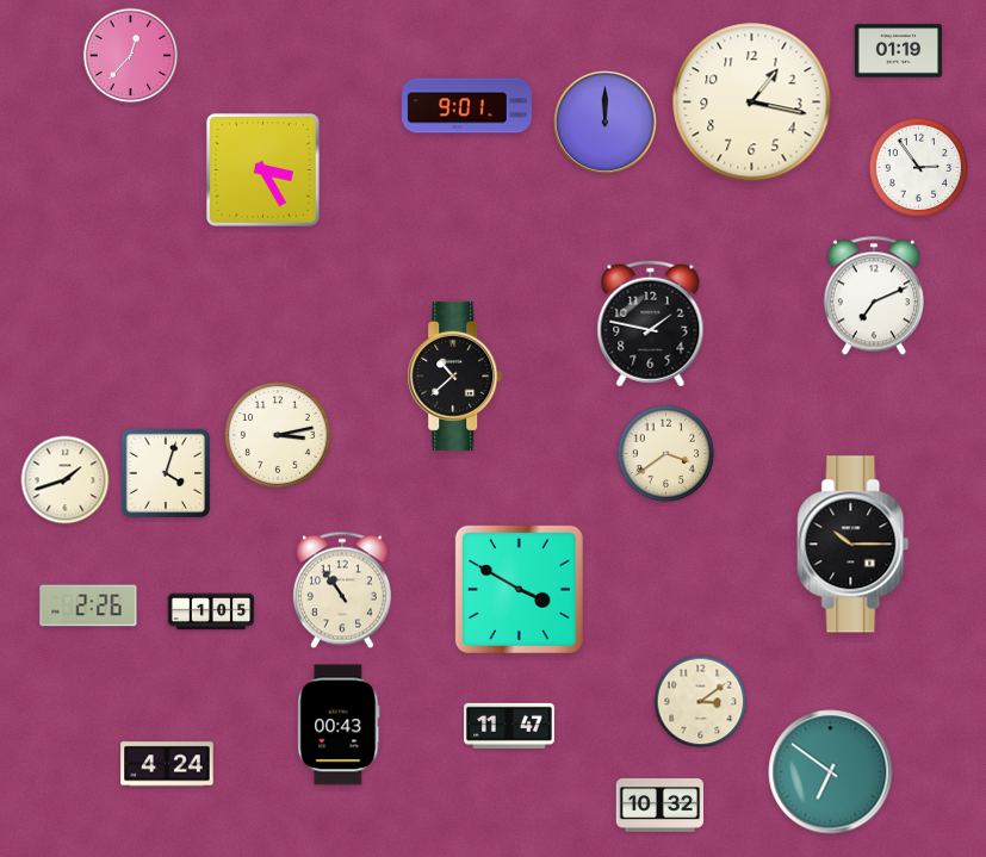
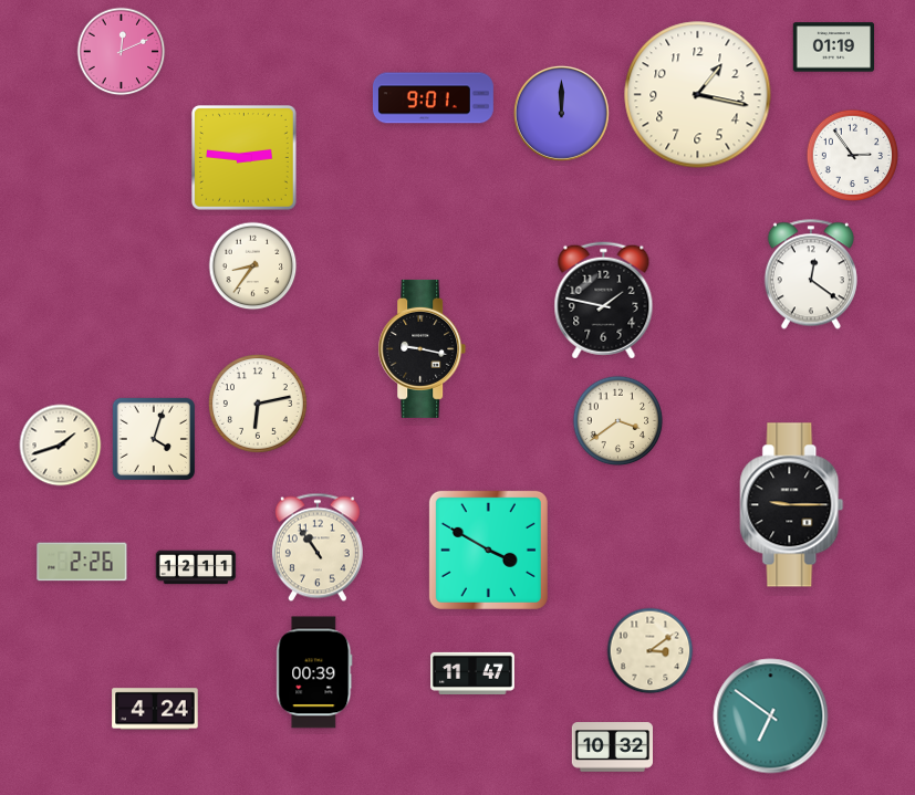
clock at (131, 56): 12:37 -> 12:11
clock at (262, 169): 3:25 -> 2:46
clock at (253, 266): none -> 8:36
clock at (874, 296): 7:11 -> 12:21
clock at (455, 375): 10:38 -> 9:17
clock at (278, 435): 3:13 -> 6:13
clock at (854, 545): 10:15 -> 9:15
clock at (519, 589) position: (519, 589) -> (488, 550)
clock at (211, 611): 1:05 -> 12:11
clock at (339, 725): 00:43 -> 00:39
